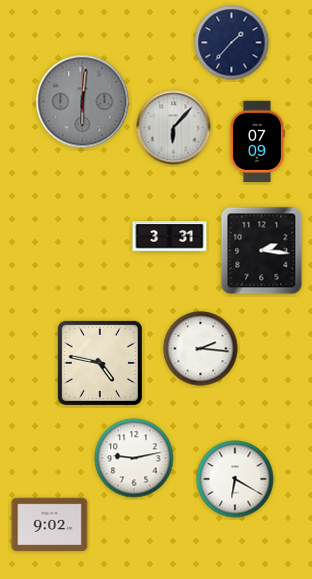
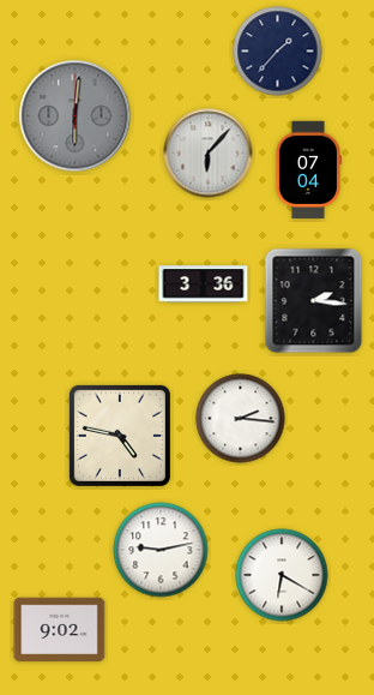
clock at (83, 102) position: (83, 102) -> (76, 116)
clock at (256, 142): 07:09 -> 07:04
clock at (170, 237): 3:31 -> 3:36
